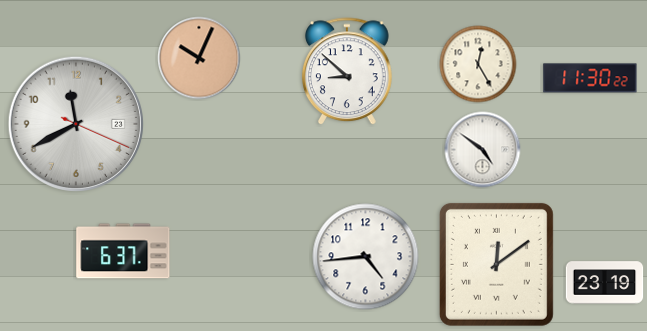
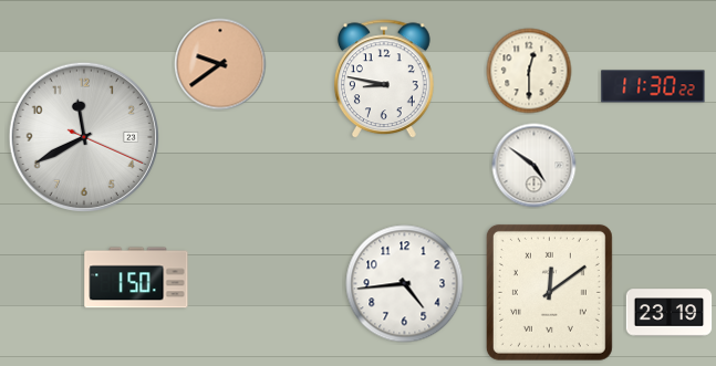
clock at (199, 58): 10:04 -> 9:39
clock at (478, 64): 12:25 -> 12:30
clock at (347, 72): 8:52 -> 8:47
clock at (123, 251): 6:37 -> 1:50
